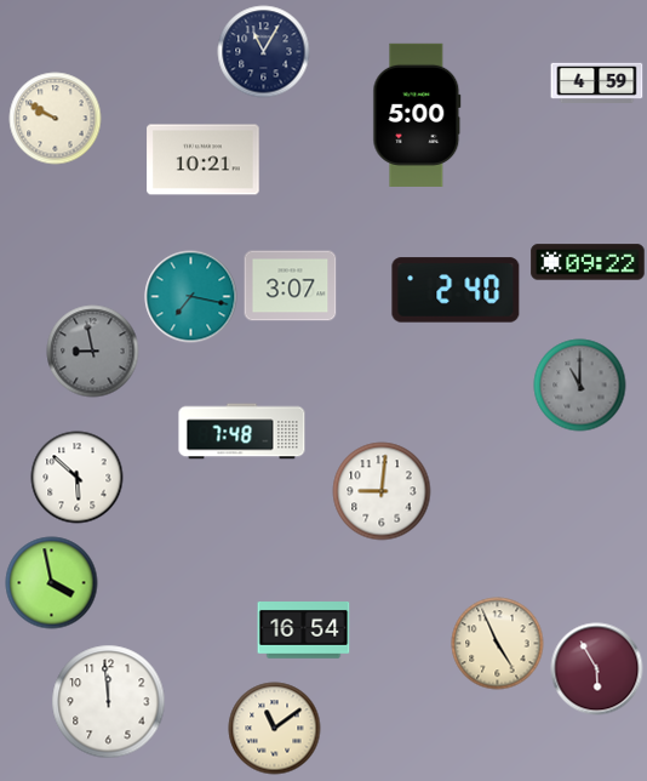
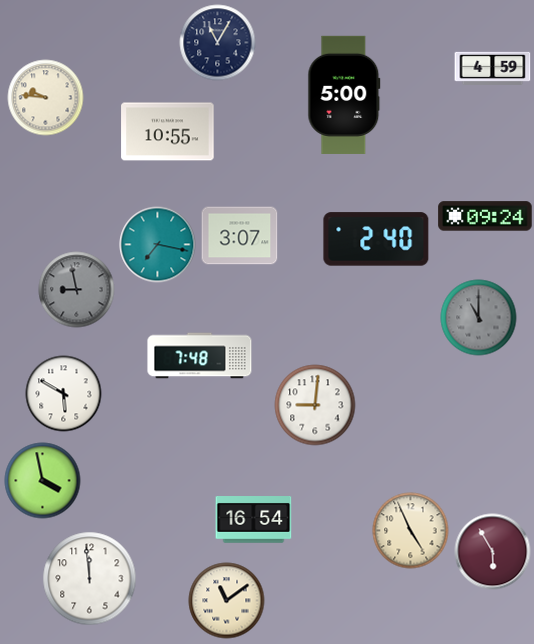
clock at (56, 119): 9:50 -> 9:46
clock at (204, 160): 10:21 -> 10:55
clock at (588, 262): 09:22 -> 09:24
clock at (78, 478): 5:52 -> 5:50
clock at (304, 631) position: (304, 631) -> (254, 520)
